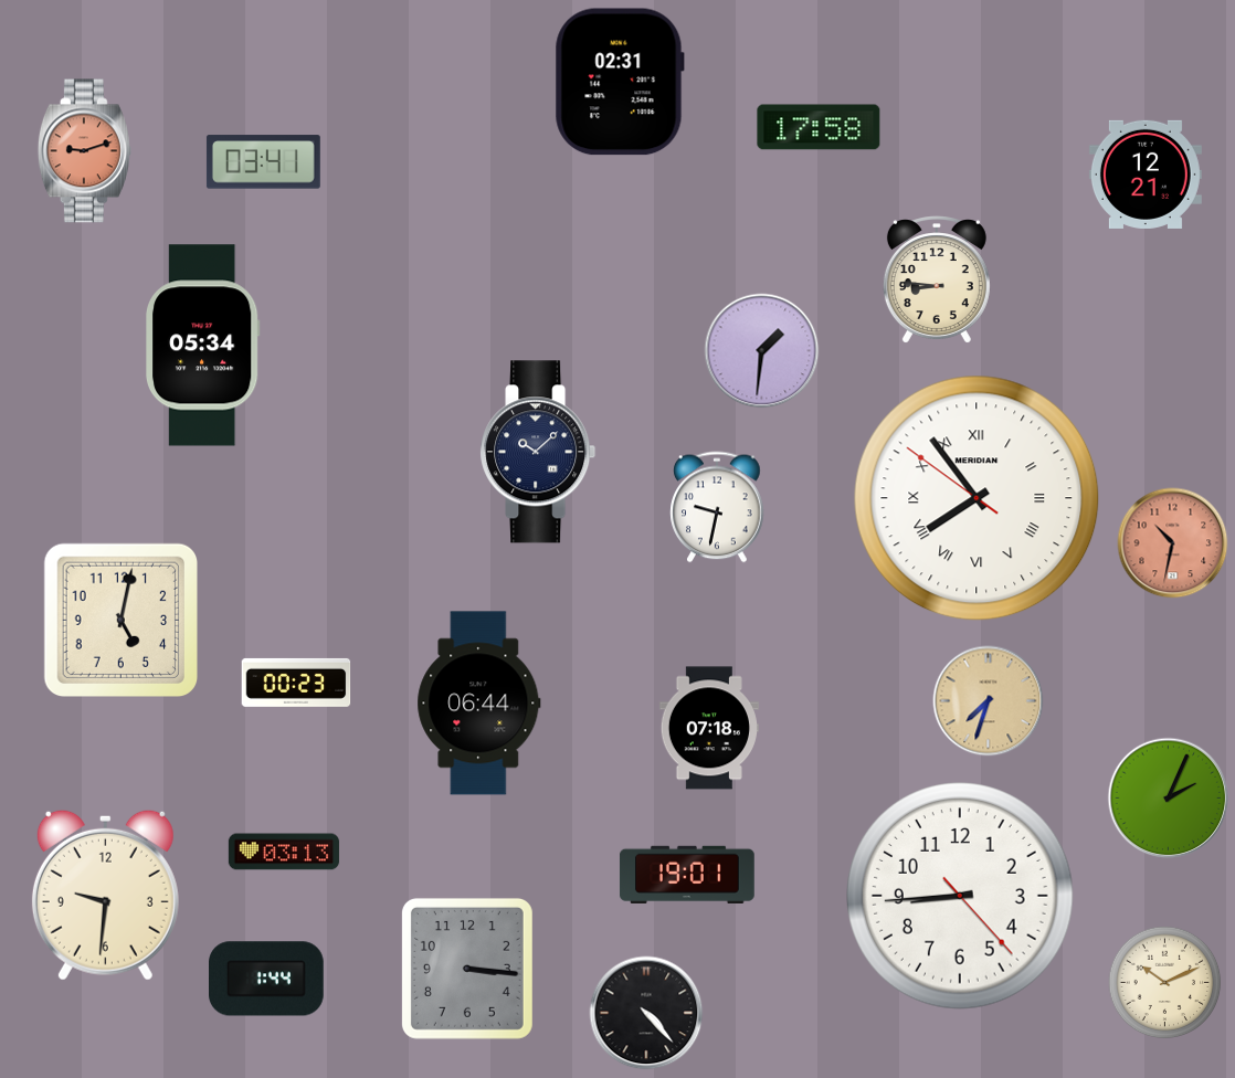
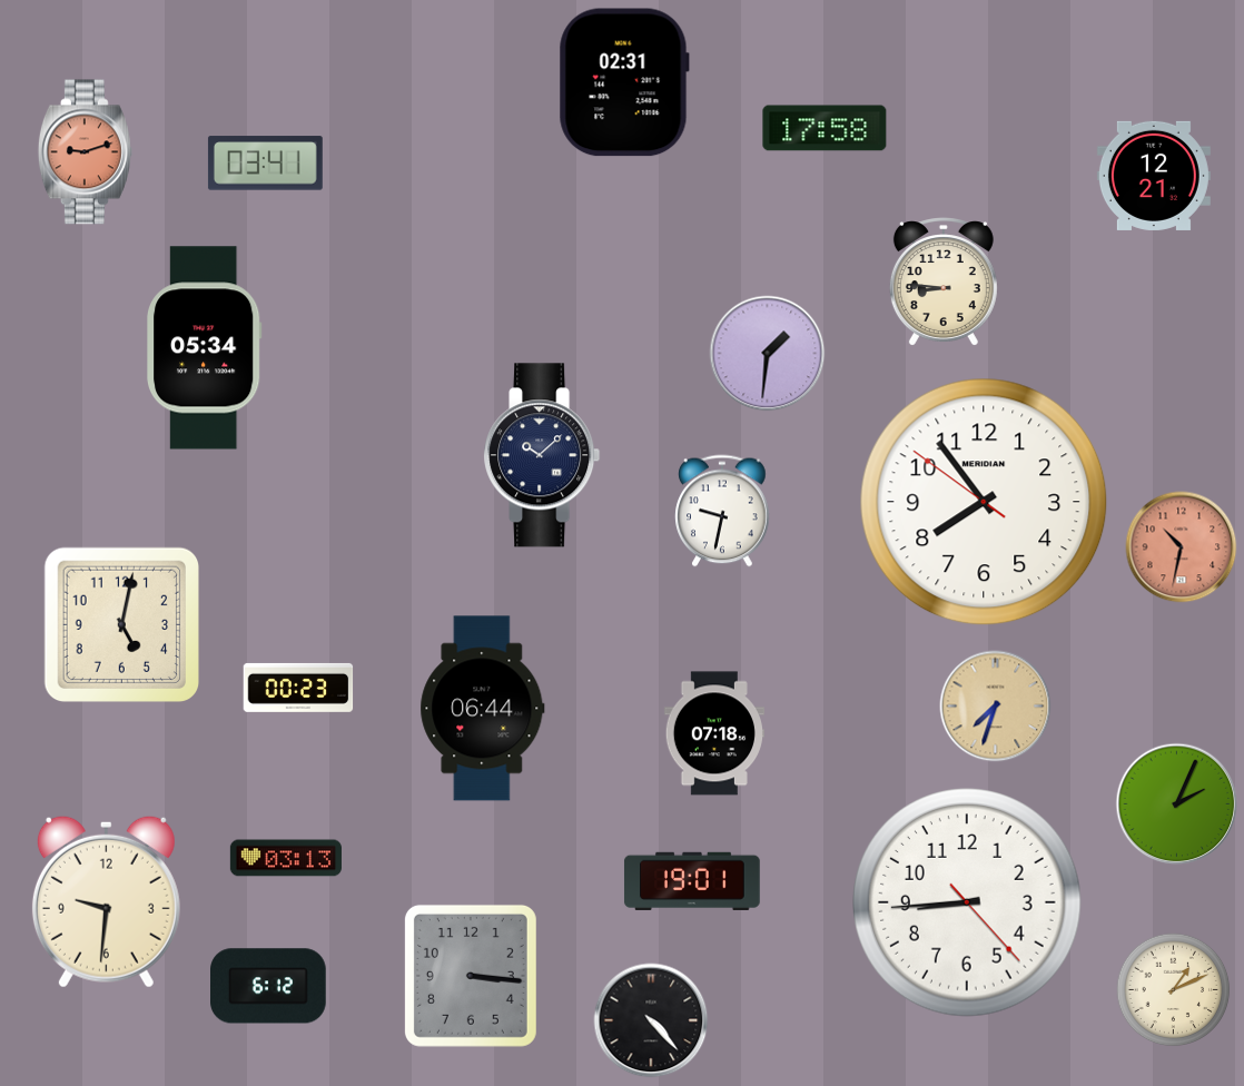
clock at (977, 498) numerals: Roman -> Arabic
clock at (267, 979): 1:44 -> 6:12
clock at (1165, 983): 10:11 -> 1:11
